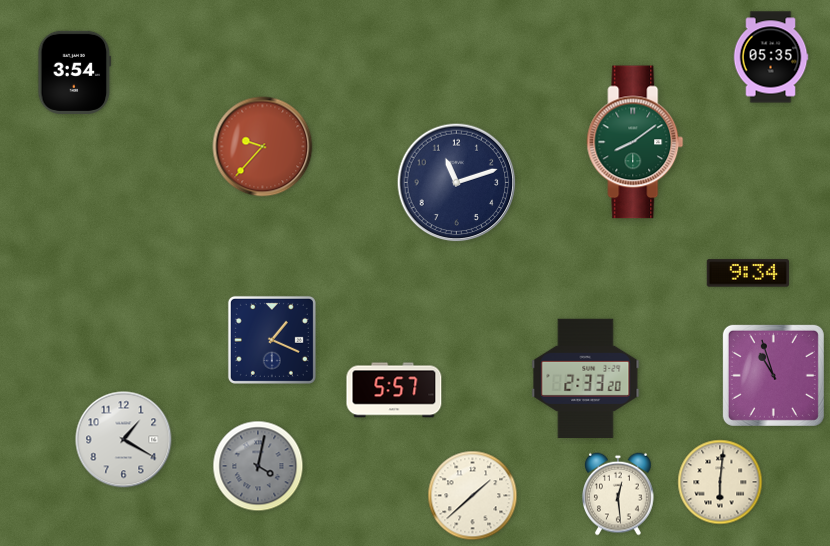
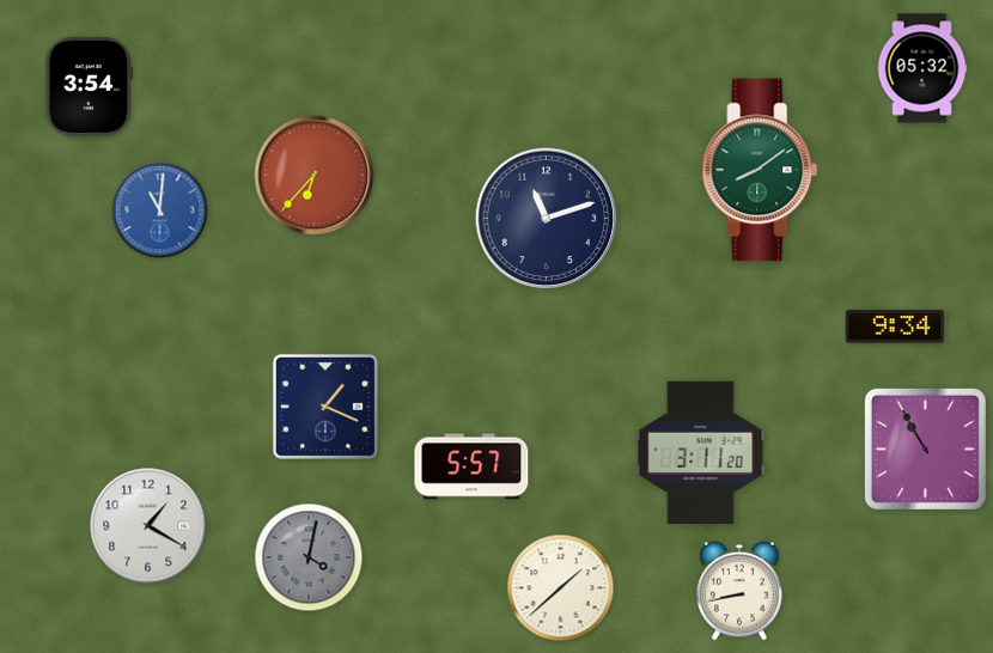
clock at (771, 57): 05:35 -> 05:32
clock at (263, 147): 9:37 -> 6:37
clock at (160, 210): none -> 11:01
clock at (773, 375): 10:57 -> 10:55
clock at (586, 378): 2:33 -> 3:11
clock at (720, 482): 6:01 -> none
clock at (618, 494): 12:29 -> 8:43
clock at (473, 496) position: (473, 496) -> (561, 588)
